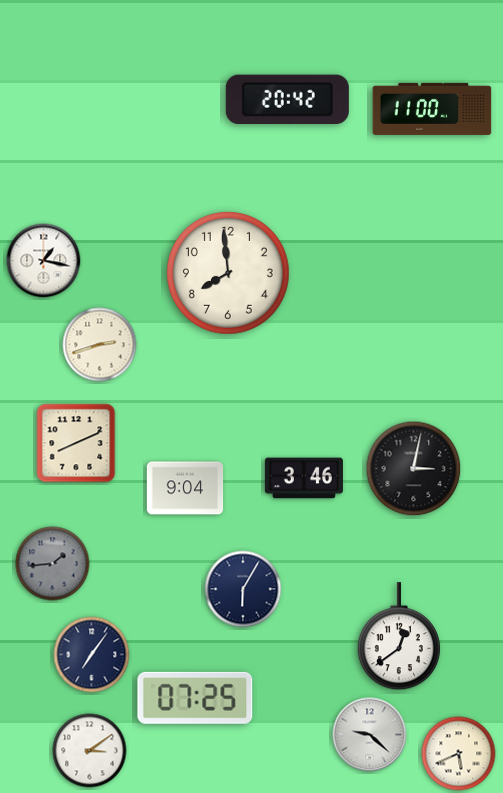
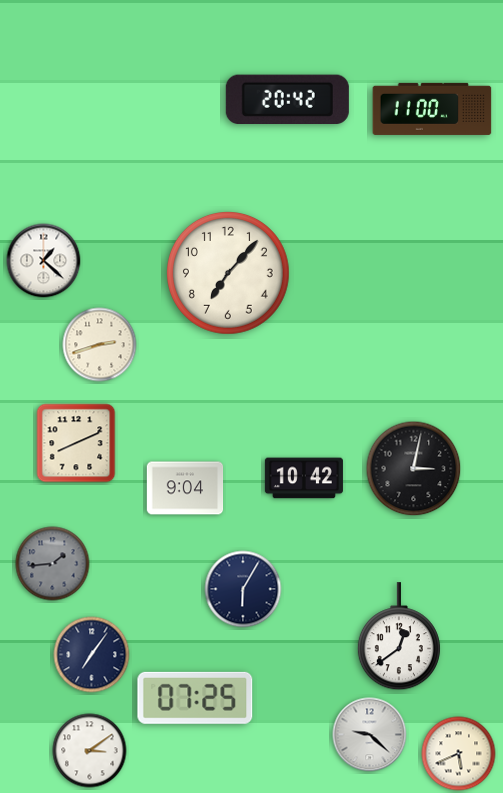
clock at (44, 261): 1:17 -> 1:22
clock at (229, 274): 7:59 -> 7:07
clock at (304, 478): 3:46 -> 10:42
